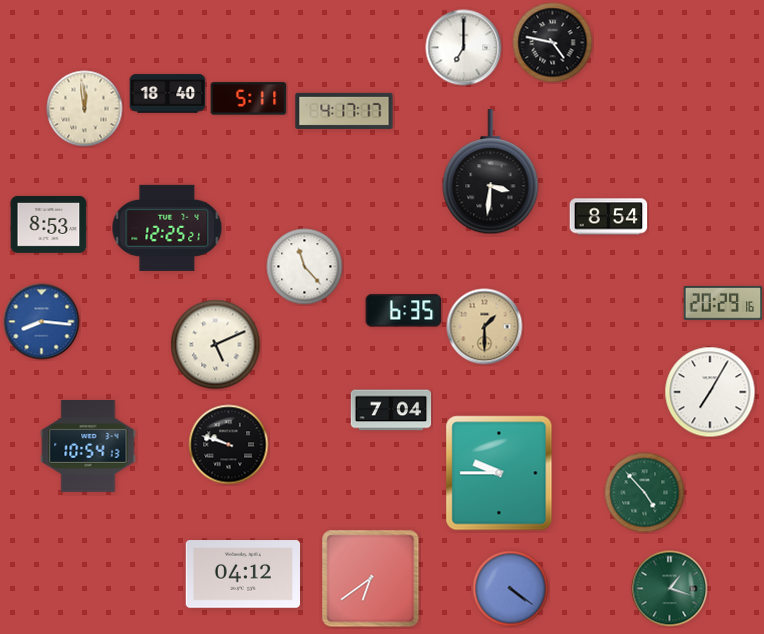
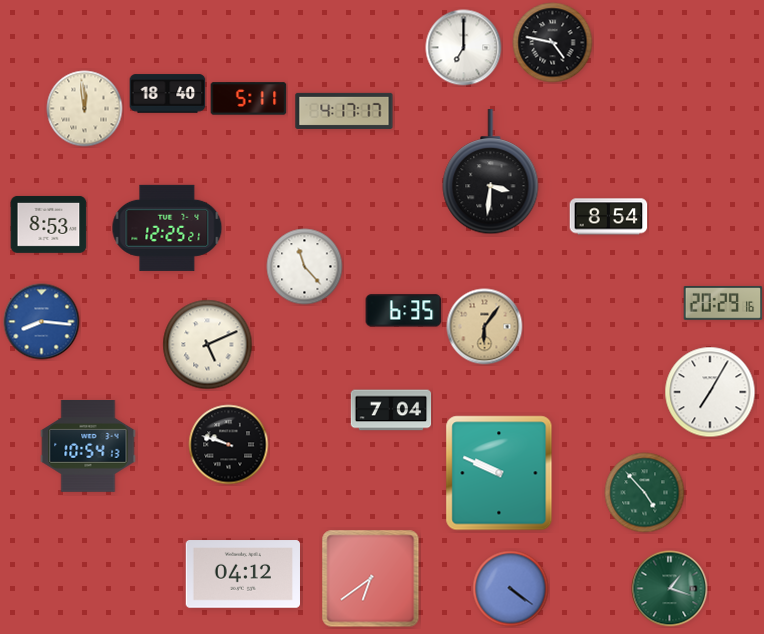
clock at (485, 327): 1:30 -> 6:06
clock at (216, 345) position: (216, 345) -> (208, 345)
clock at (499, 473): 9:45 -> 9:49
